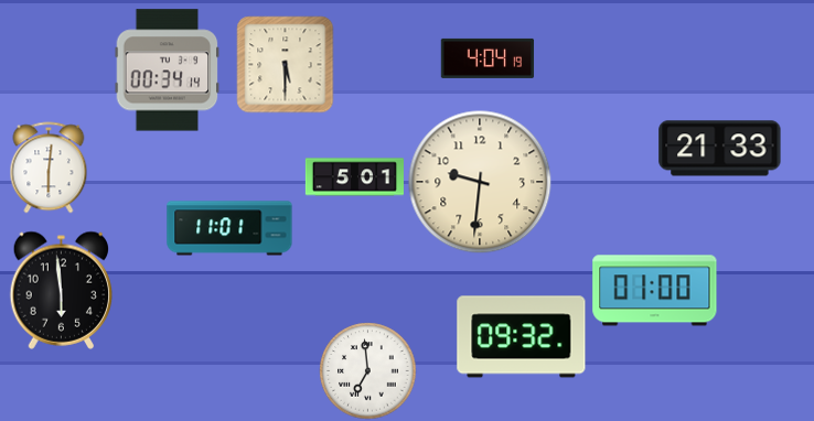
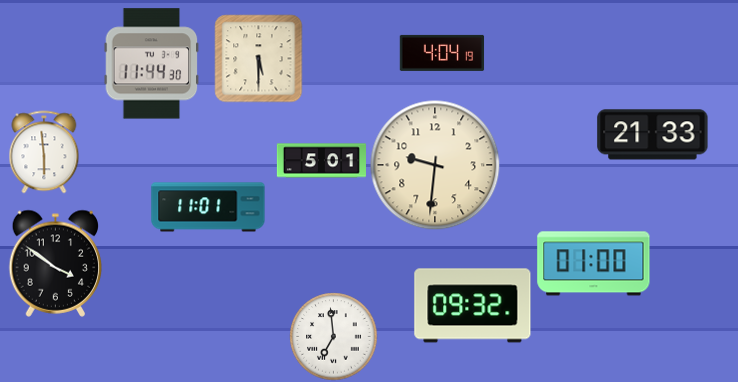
clock at (168, 71): 00:34 -> 11:44
clock at (49, 168): 6:01 -> 5:59
clock at (62, 290): 5:59 -> 3:51
